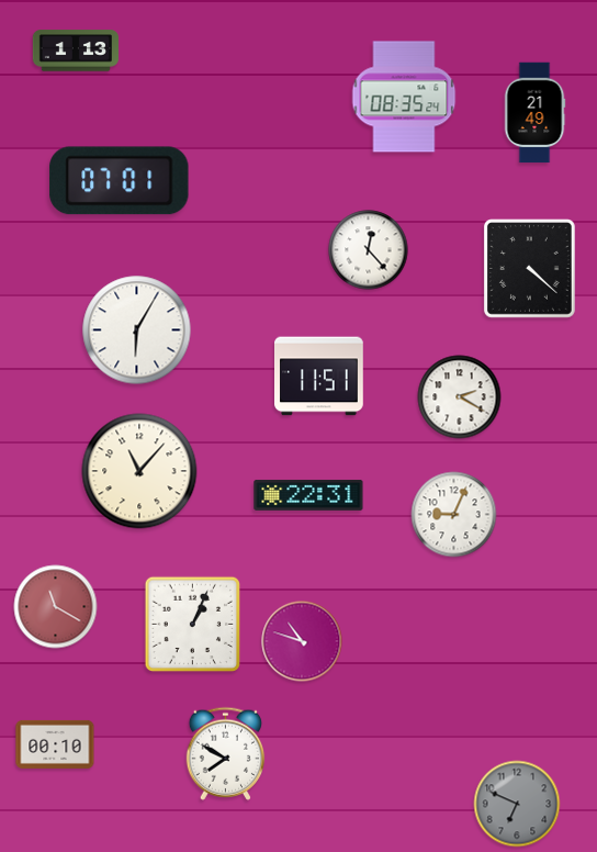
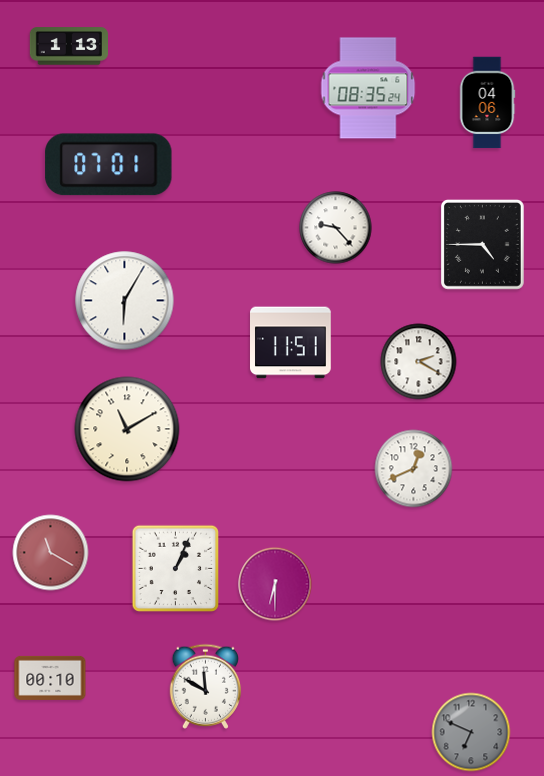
clock at (534, 113): 21:49 -> 04:06
clock at (369, 250): 12:23 -> 9:23
clock at (529, 269): 4:22 -> 4:45
clock at (139, 471): 11:07 -> 11:10
clock at (308, 495): 22:31 -> none
clock at (454, 515): 9:04 -> 12:41
clock at (302, 641): 10:48 -> 6:30
clock at (226, 753): 7:50 -> 11:50
